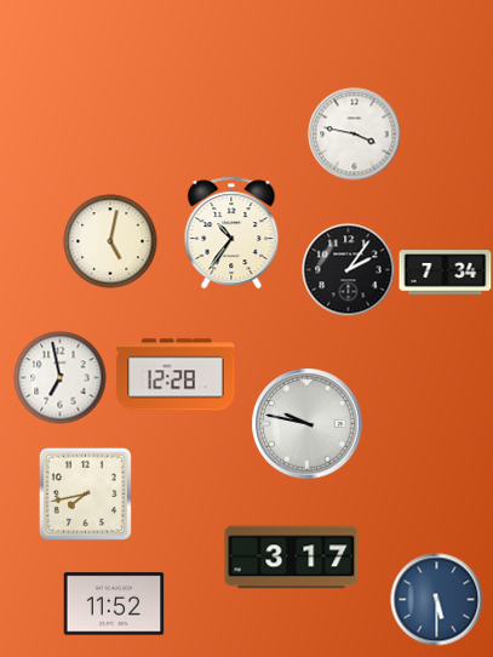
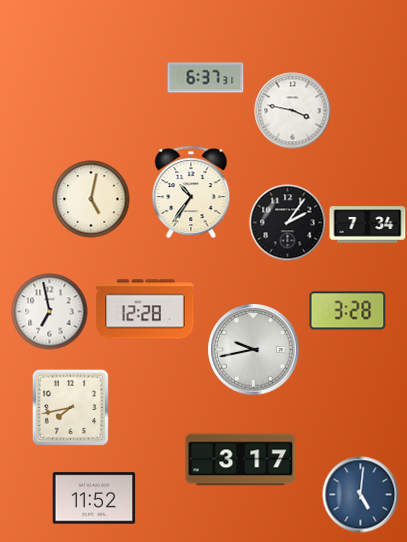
clock at (206, 78): none -> 6:37
clock at (348, 311): none -> 3:28
clock at (308, 424): 9:47 -> 9:43
clock at (437, 600): 5:30 -> 5:01
